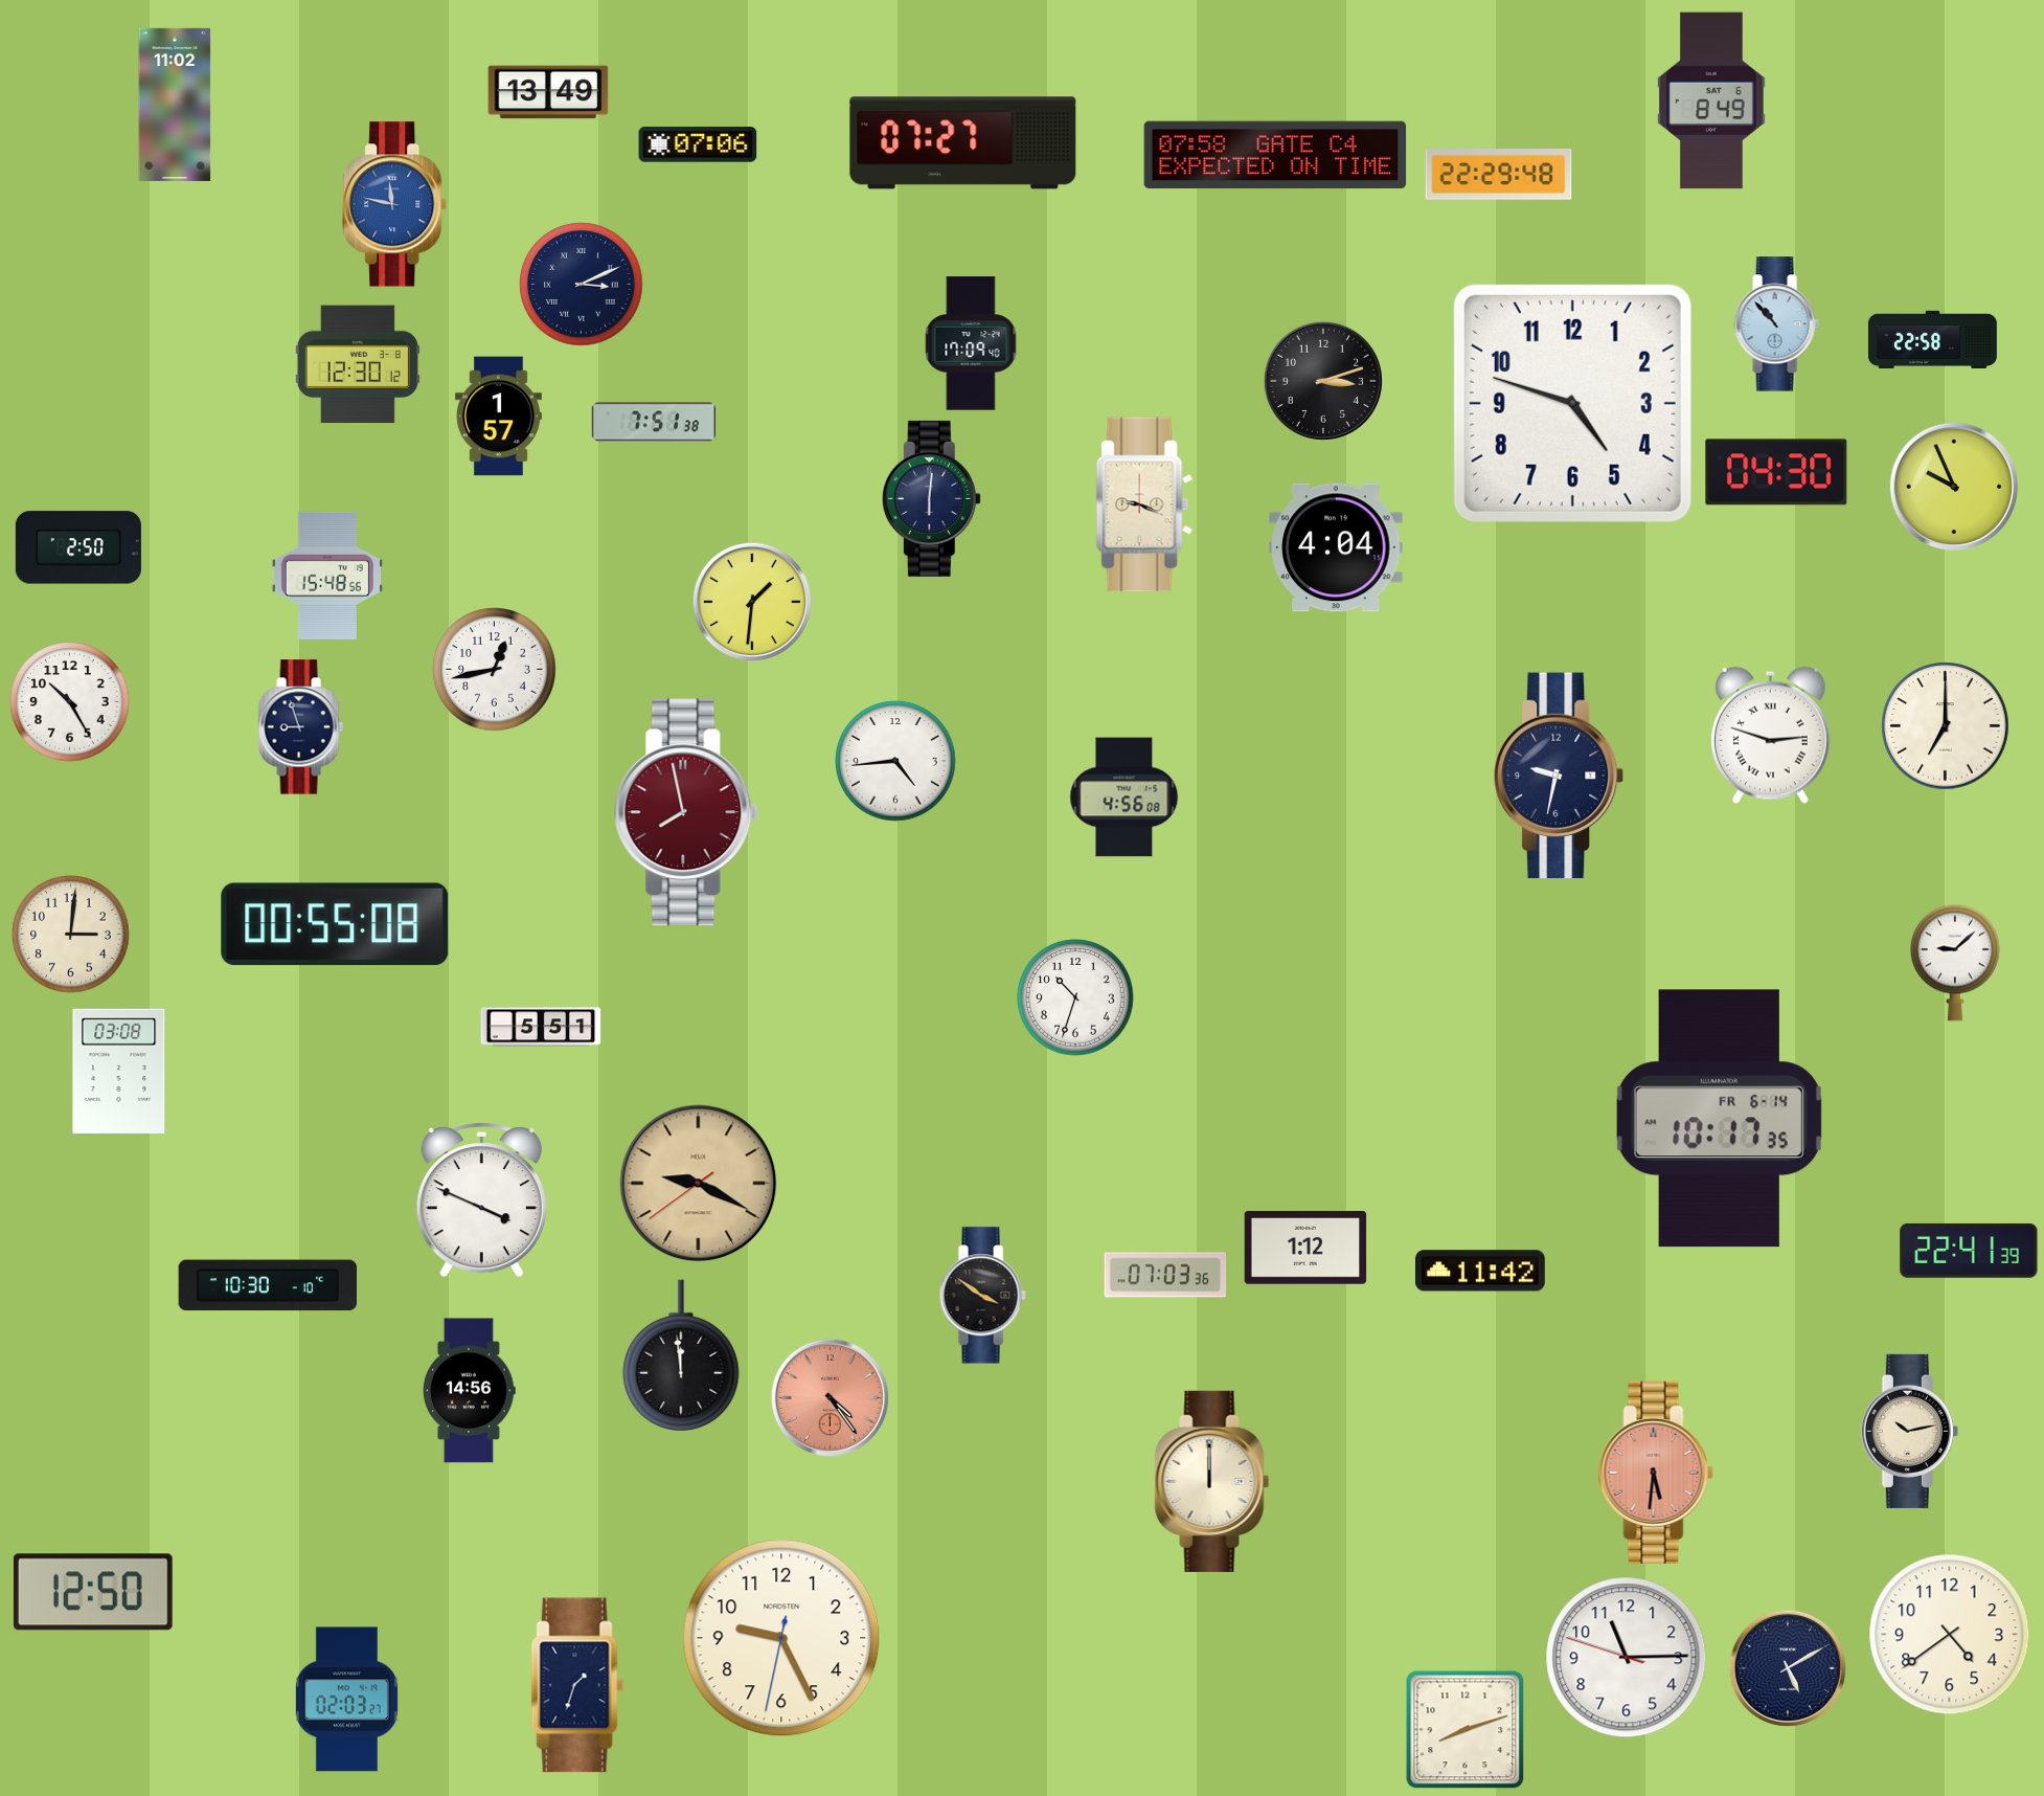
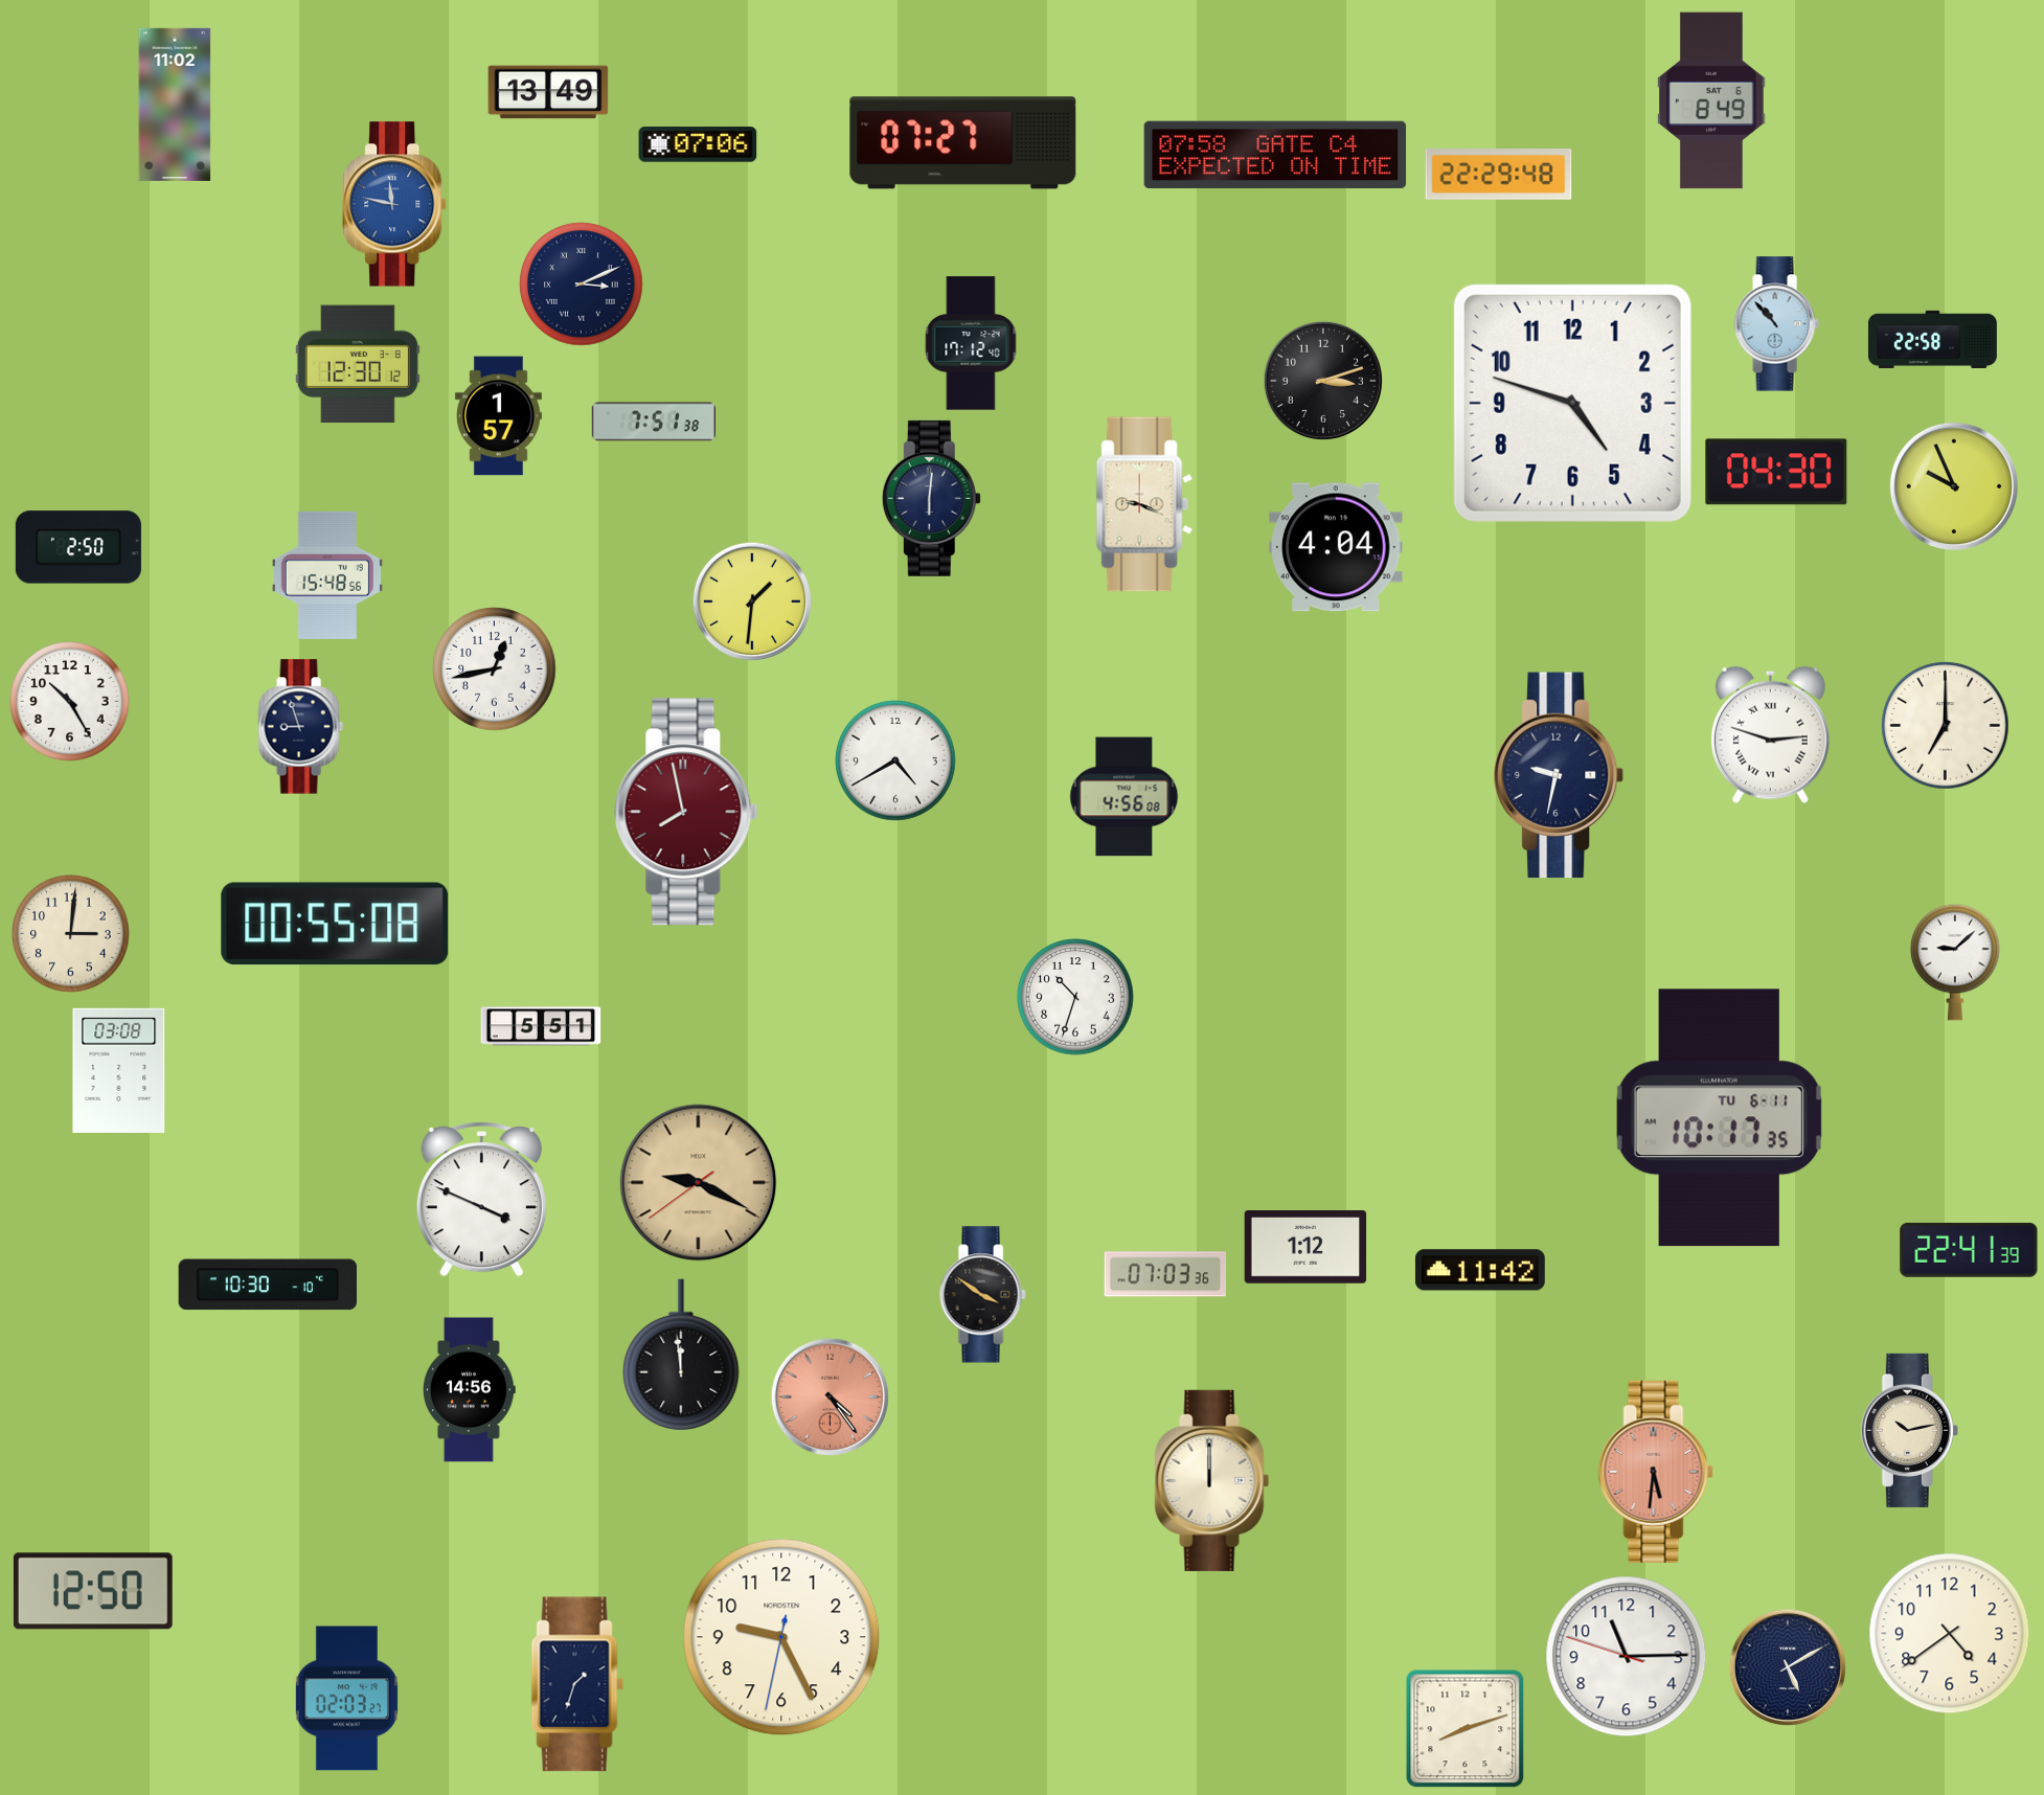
clock at (971, 343): 17:09 -> 17:12
clock at (895, 761): 4:44 -> 4:40
clock at (1719, 1119) date: FR 6-14 -> TU 6-11
